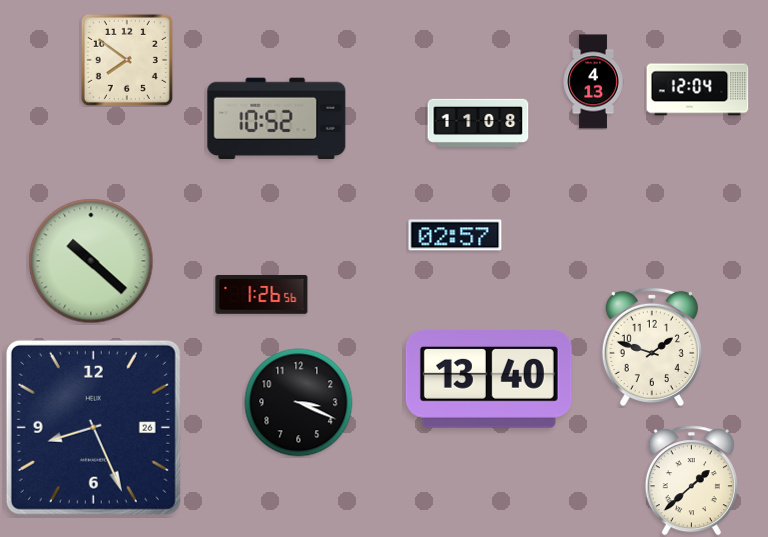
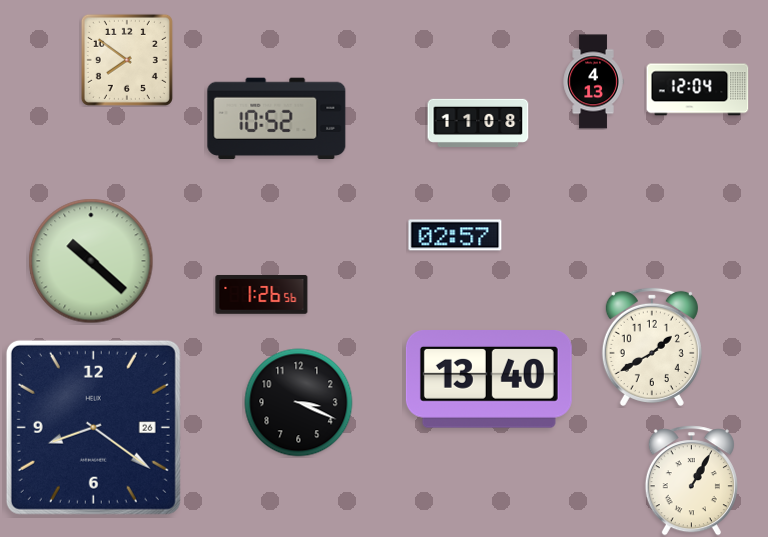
clock at (652, 346): 1:48 -> 1:40
clock at (93, 427): 8:26 -> 8:21
clock at (691, 481): 1:38 -> 1:05
